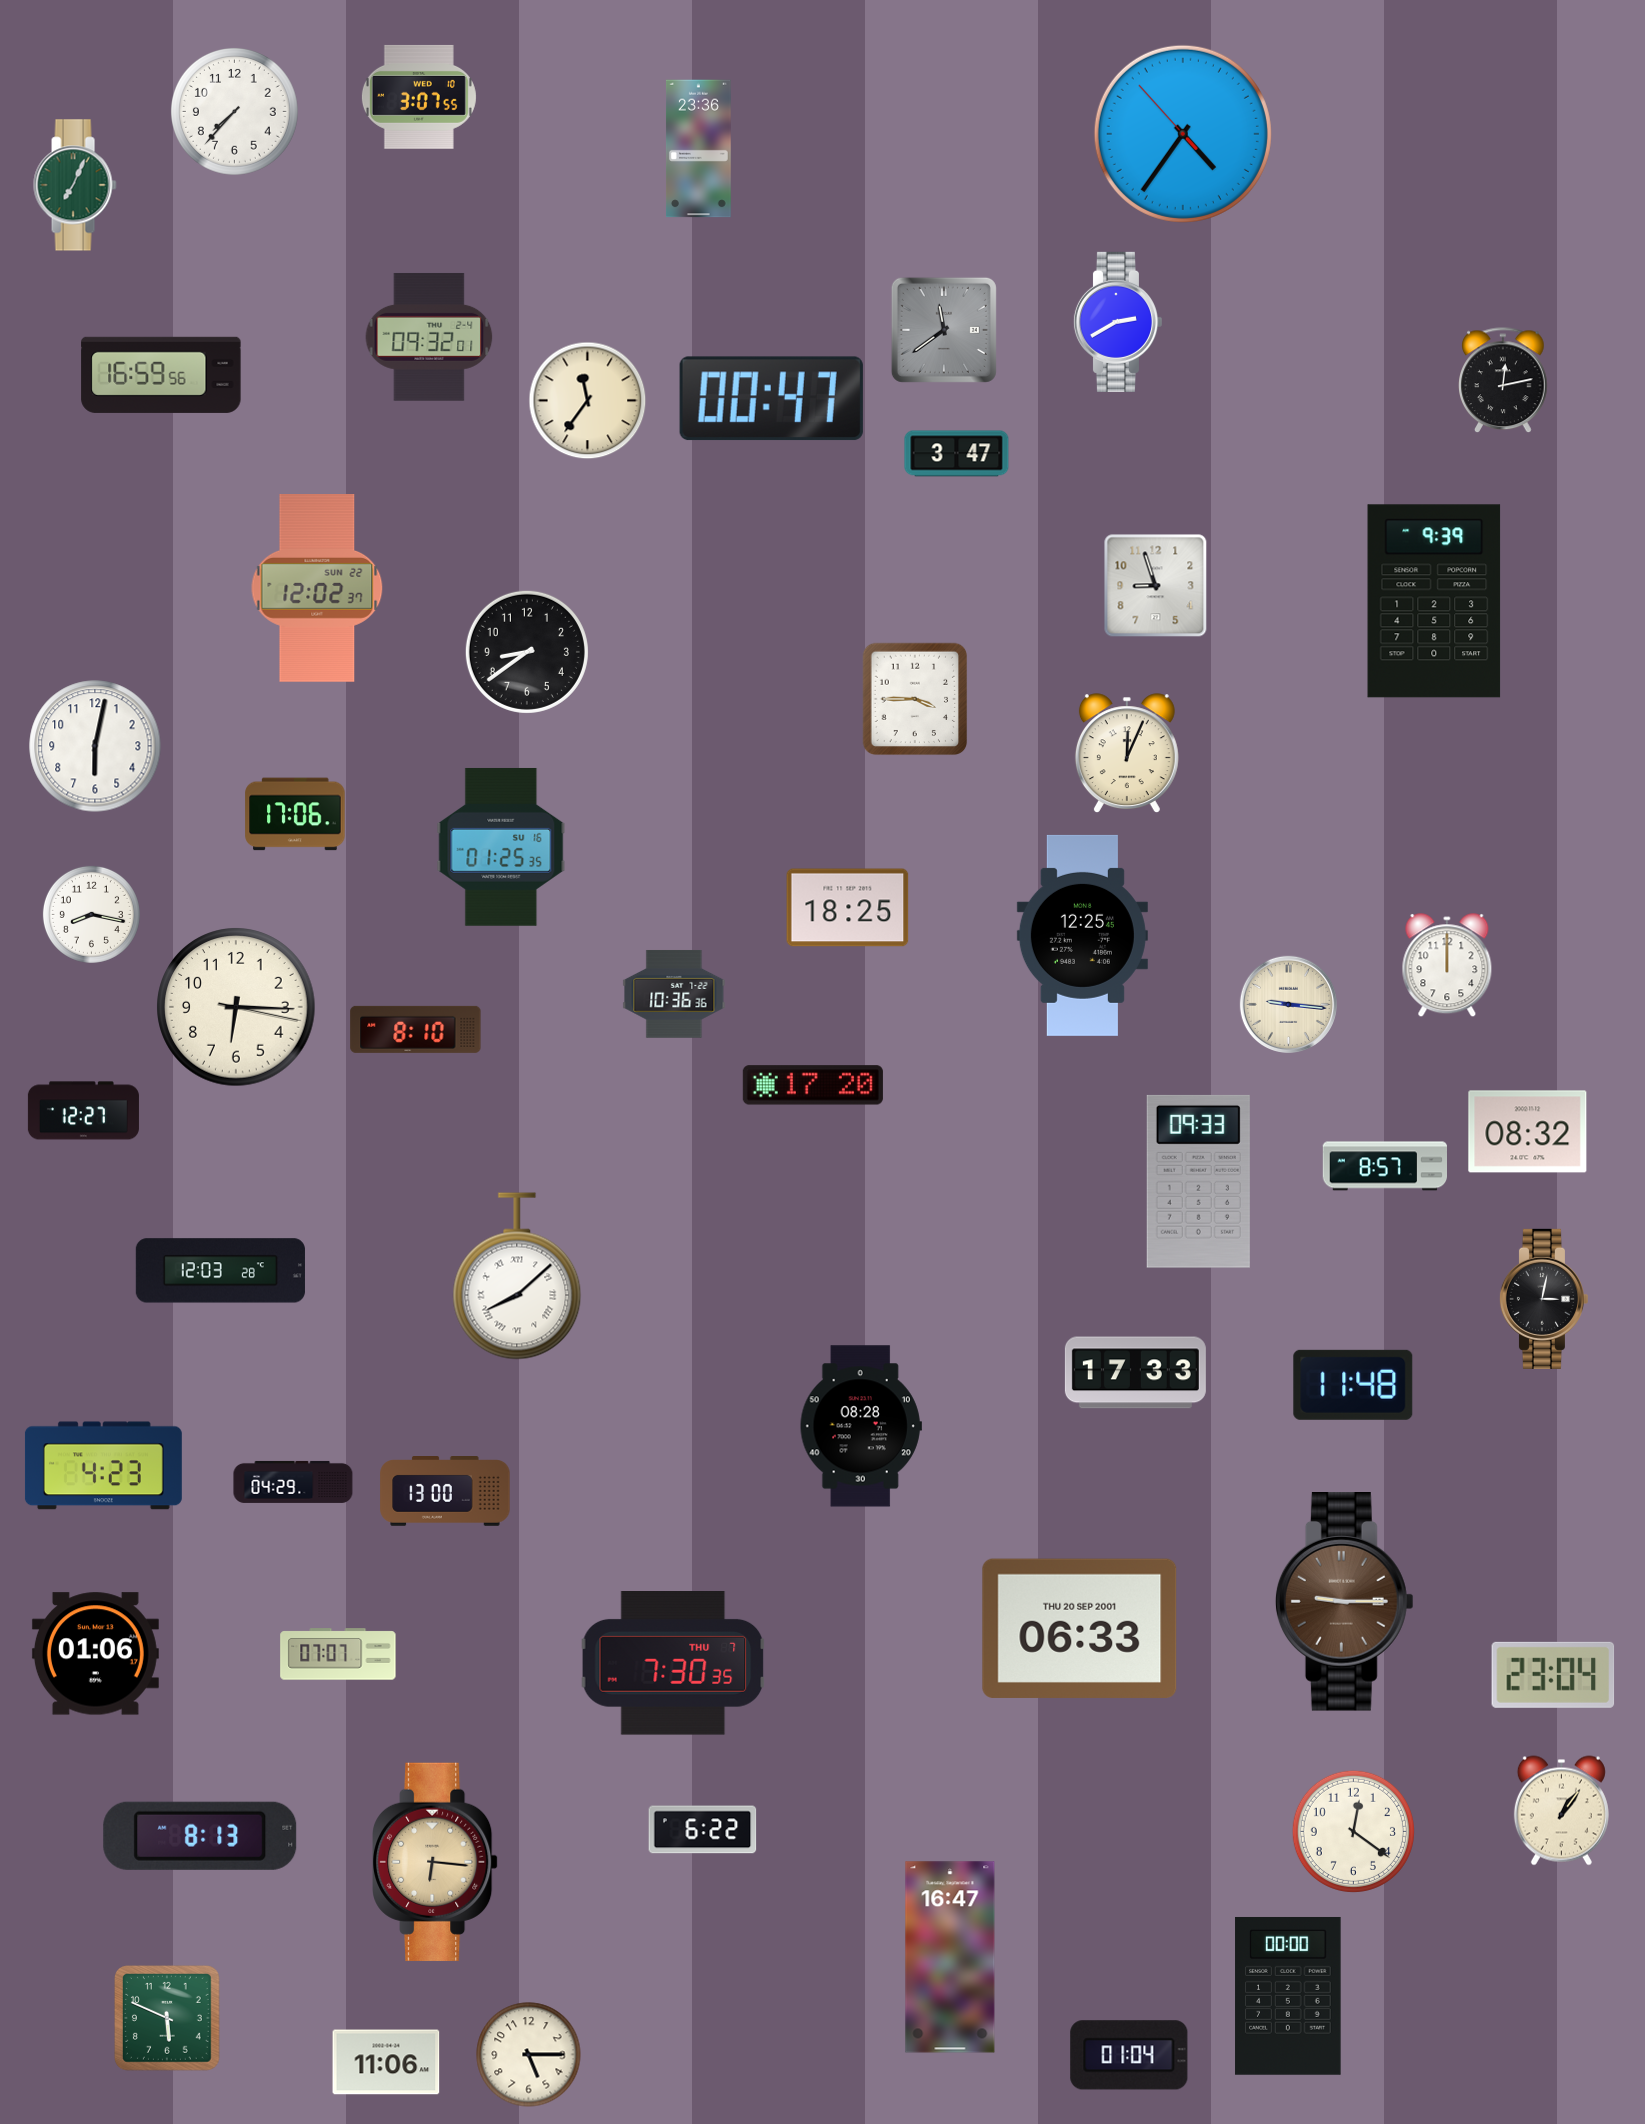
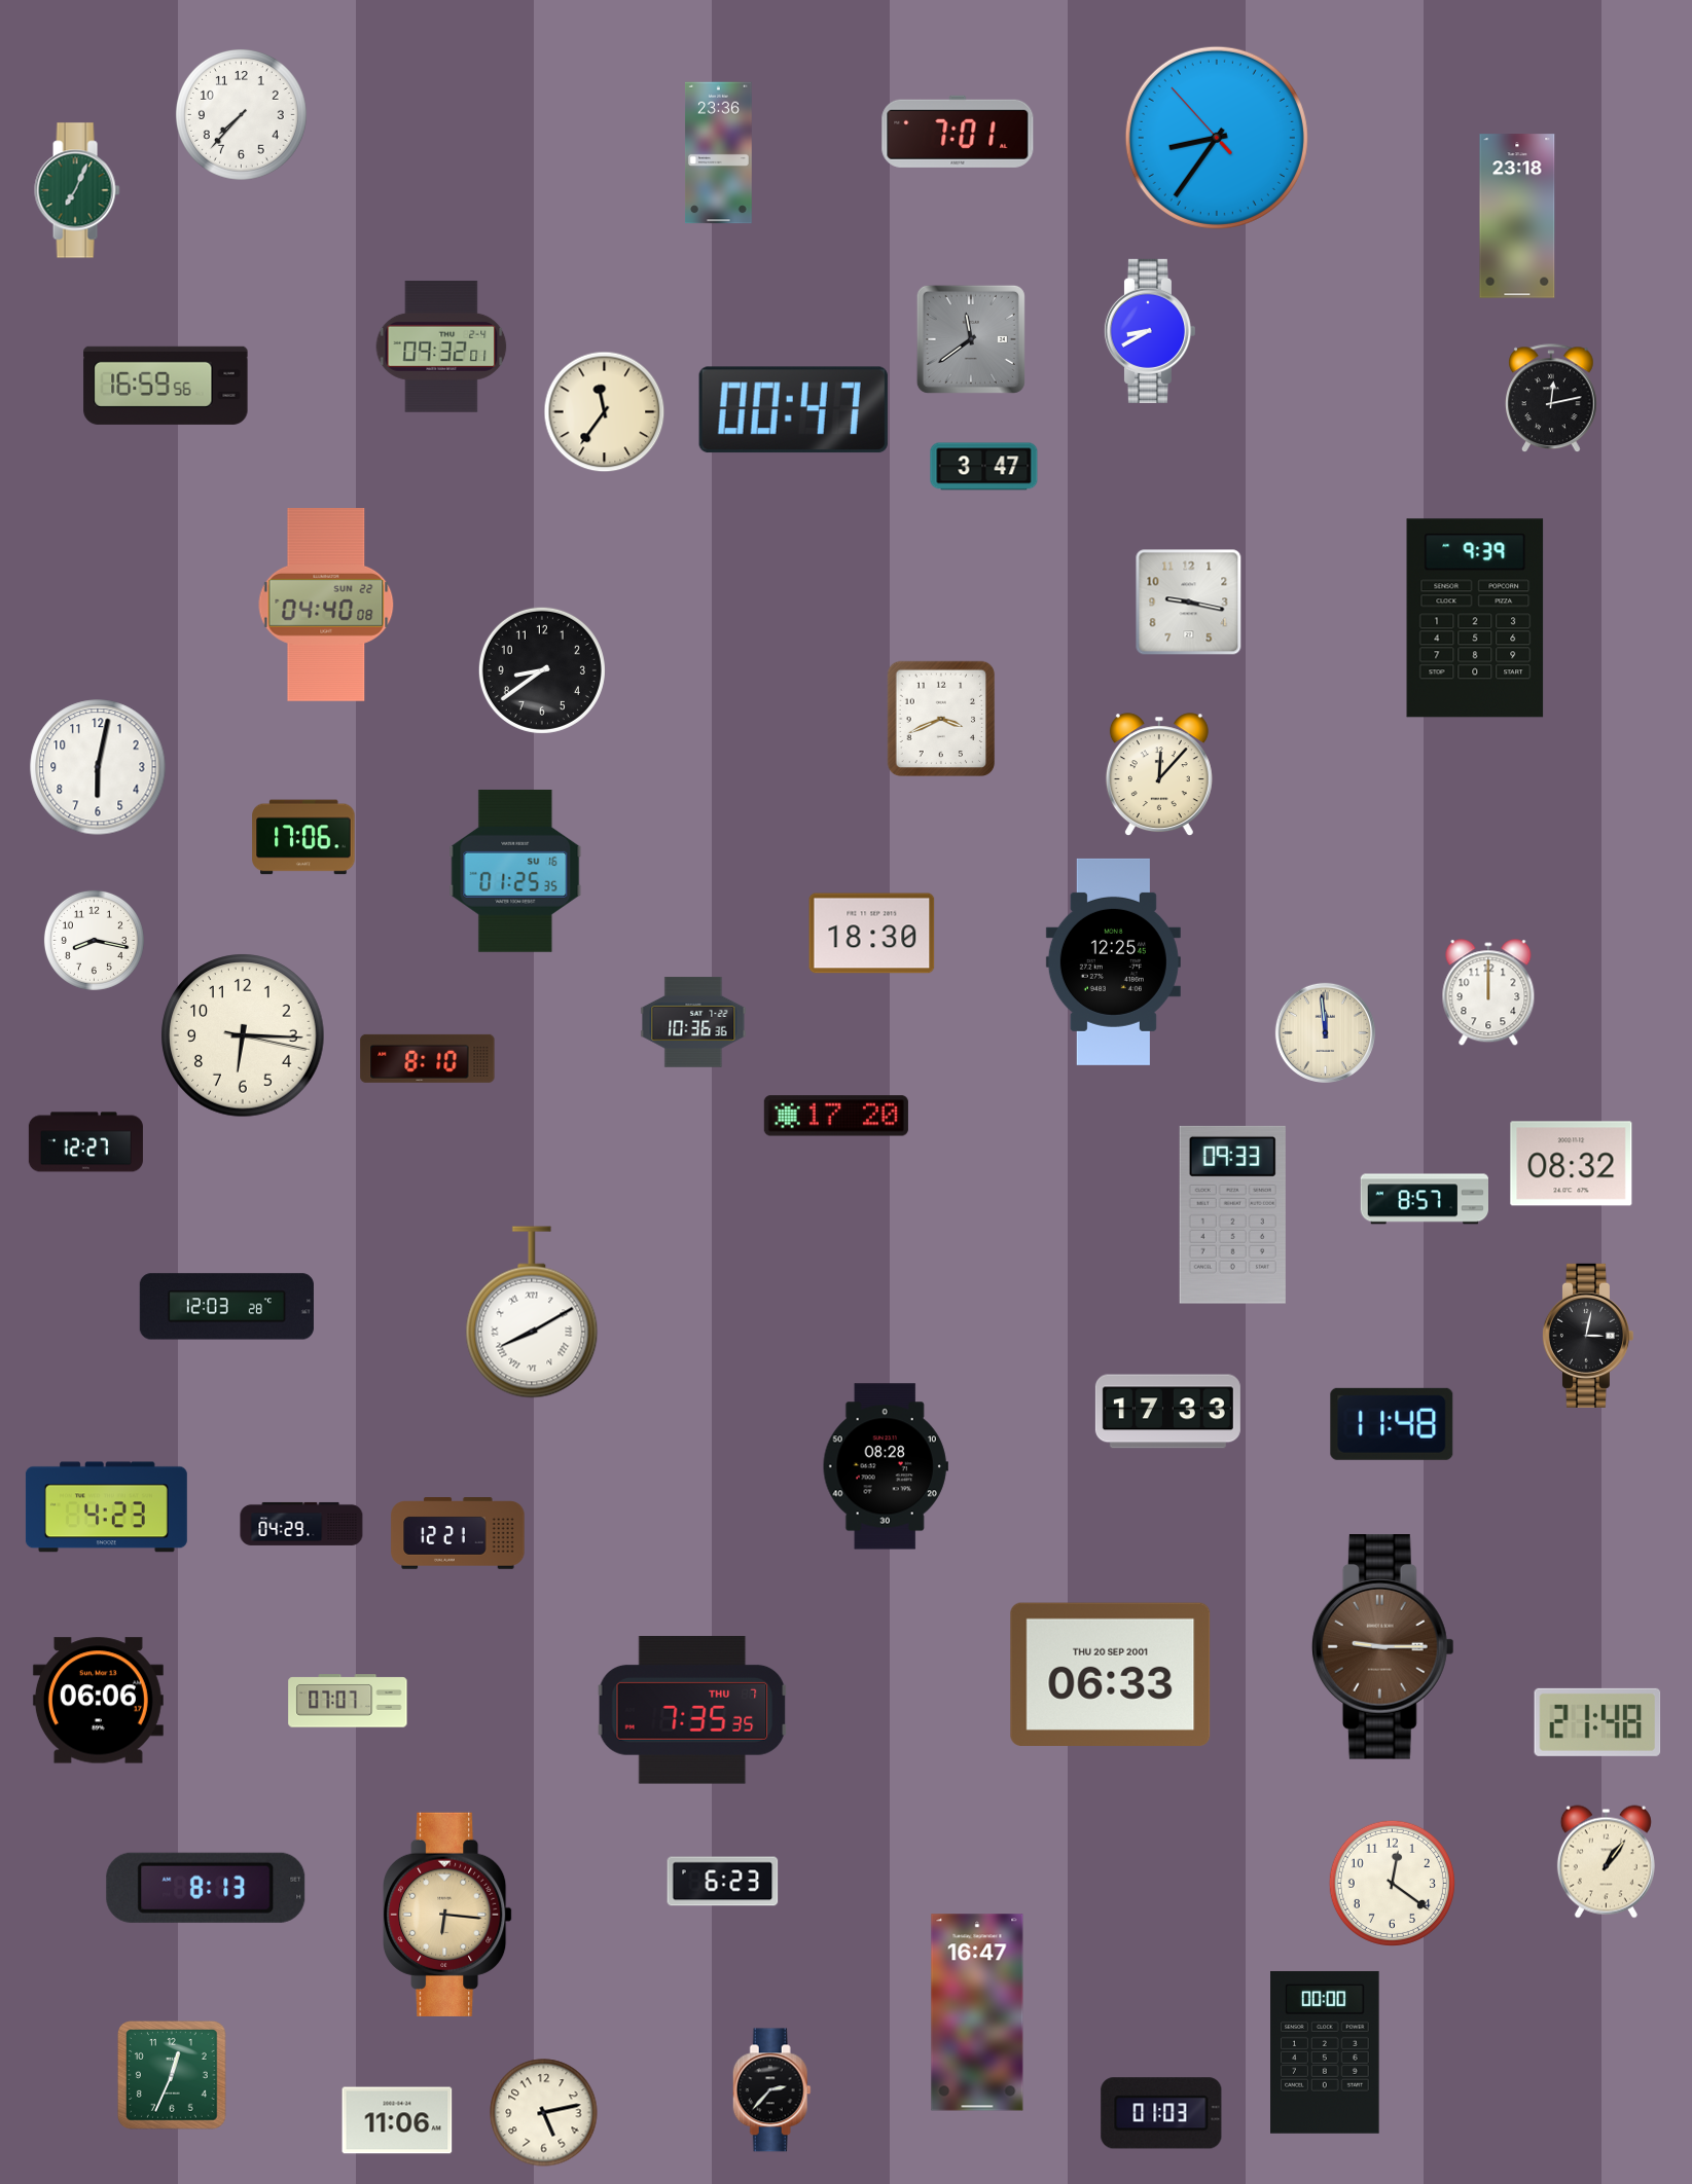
clock at (419, 97): 3:07 -> none
clock at (958, 132): none -> 7:01
clock at (1183, 134): 4:35 -> 8:35
clock at (1517, 216): none -> 23:18
clock at (1117, 322): 2:40 -> 8:40
clock at (1503, 381) position: (1503, 381) -> (1551, 399)
clock at (1156, 586): 8:57 -> 9:17
clock at (317, 589): 12:02 -> 04:40
clock at (915, 699): 3:45 -> 3:41
clock at (1127, 754): 12:04 -> 12:07
clock at (848, 908): 18:25 -> 18:30
clock at (1288, 1004): 9:16 -> 11:59
clock at (517, 1276): 8:08 -> 8:10
clock at (445, 1492): 13:00 -> 12:21
clock at (95, 1654): 01:06 -> 06:06
clock at (673, 1664): 7:30 -> 7:35
clock at (1553, 1675): 23:04 -> 21:48
clock at (703, 1830): 6:22 -> 6:23
clock at (168, 2019): 5:49 -> 12:34
clock at (771, 2090): none -> 2:37
clock at (529, 2055): 5:15 -> 5:13
clock at (1129, 2055): 01:04 -> 01:03
